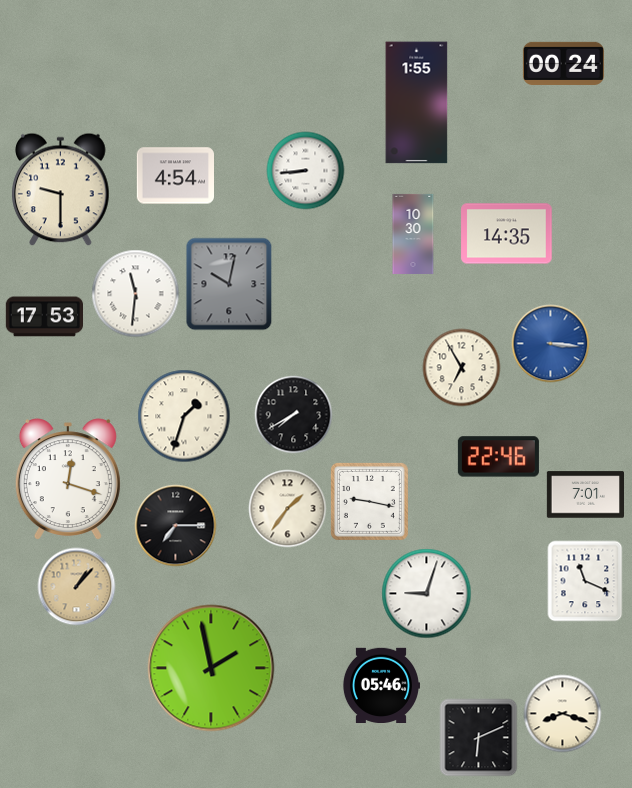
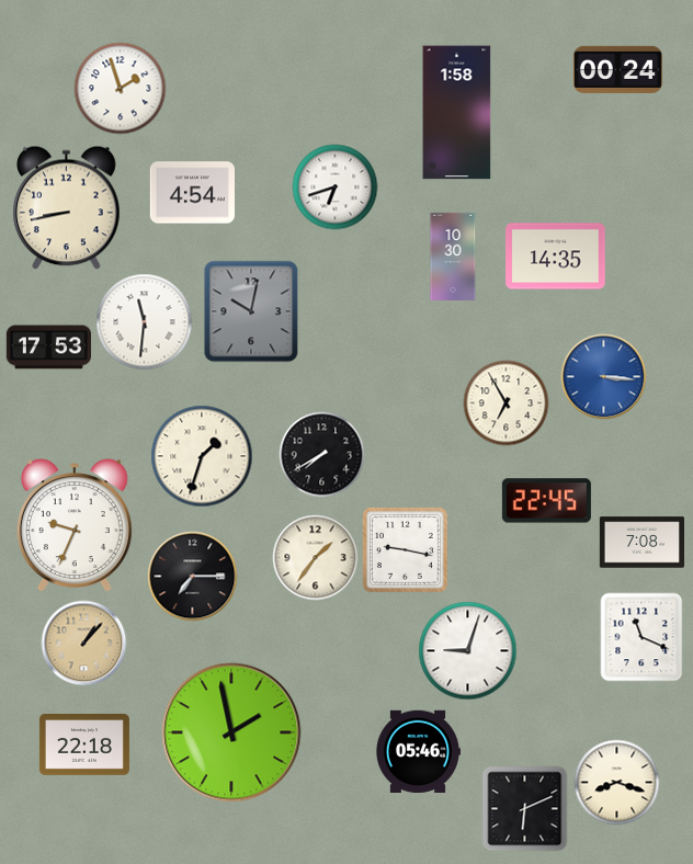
clock at (120, 88): none -> 1:57
clock at (417, 103): 1:55 -> 1:58
clock at (305, 170): 8:44 -> 6:42
clock at (61, 189): 9:30 -> 8:43
clock at (135, 293) position: (135, 293) -> (144, 321)
clock at (498, 457): 22:46 -> 22:45
clock at (68, 479): 12:18 -> 9:34
clock at (585, 495): 7:01 -> 7:08
clock at (84, 746): none -> 22:18
